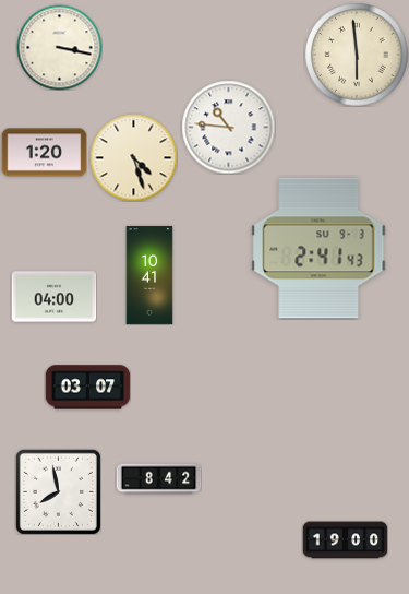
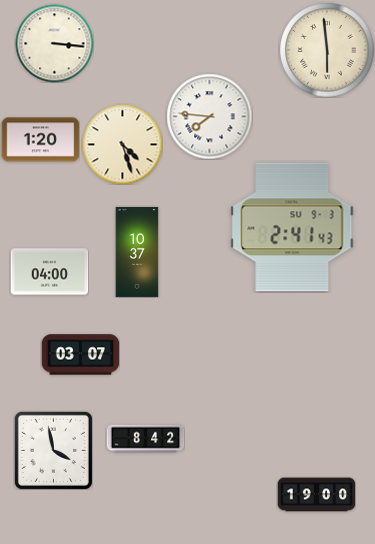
clock at (59, 47): 3:17 -> 3:16
clock at (228, 127): 10:46 -> 7:46
clock at (149, 275): 10:41 -> 10:37
clock at (58, 491): 7:58 -> 3:58
